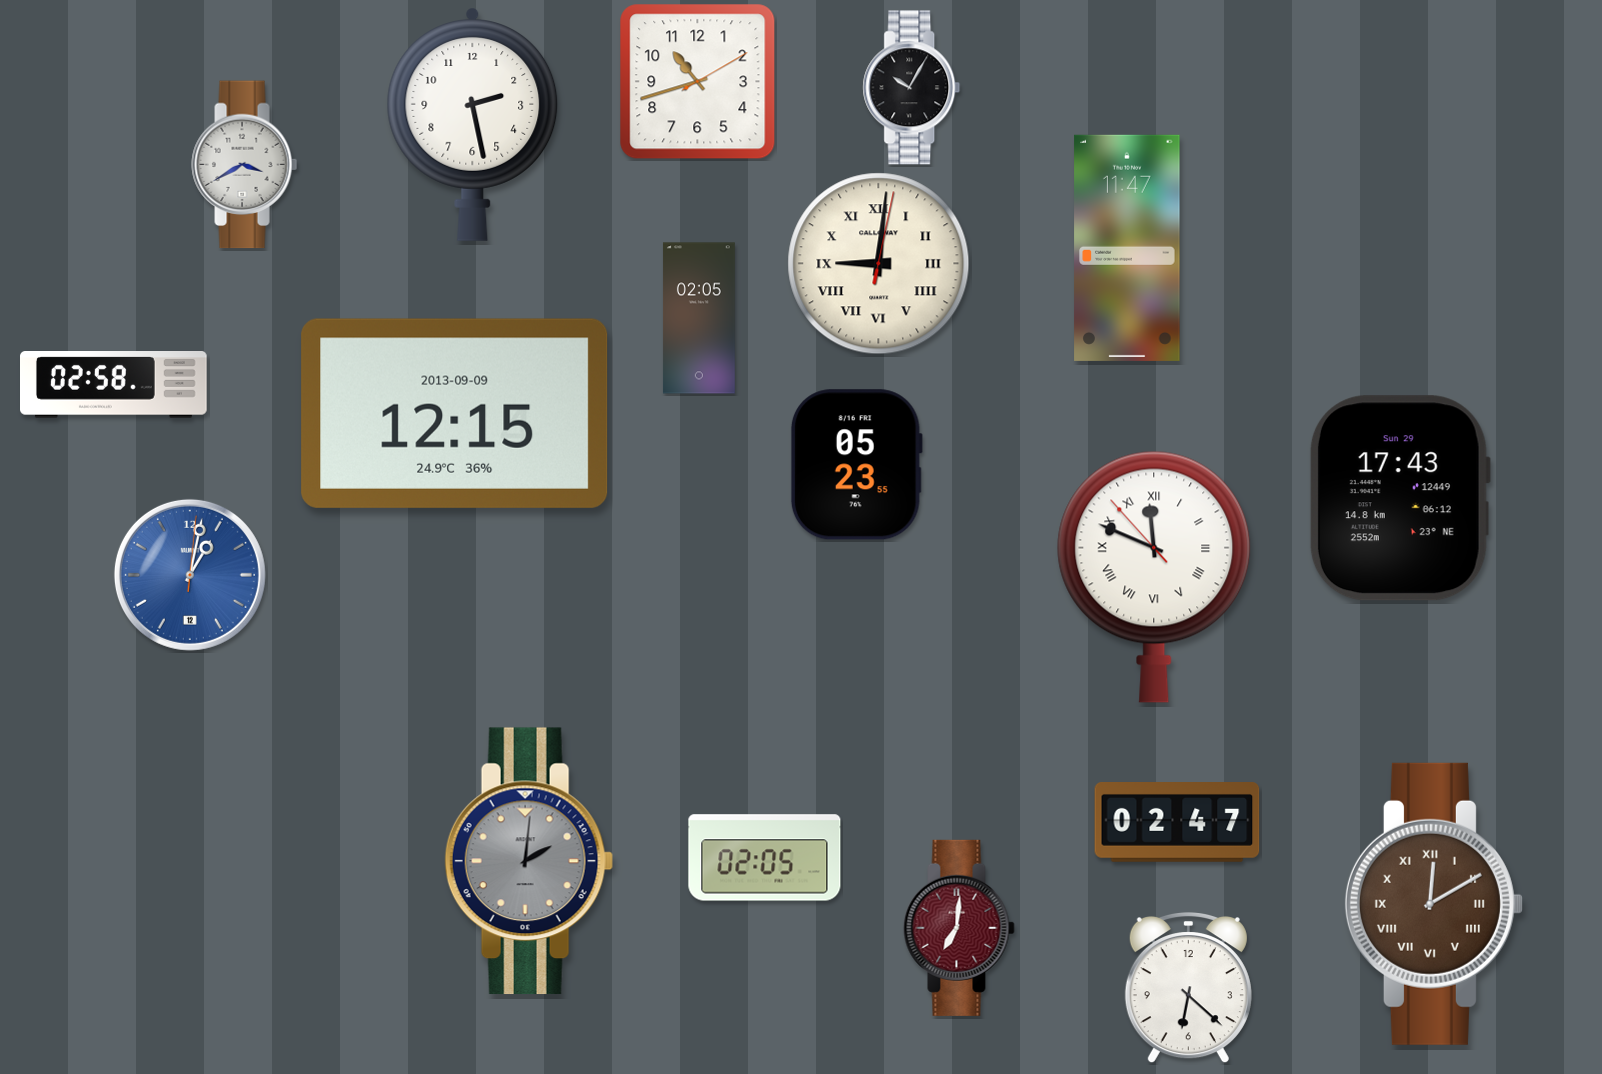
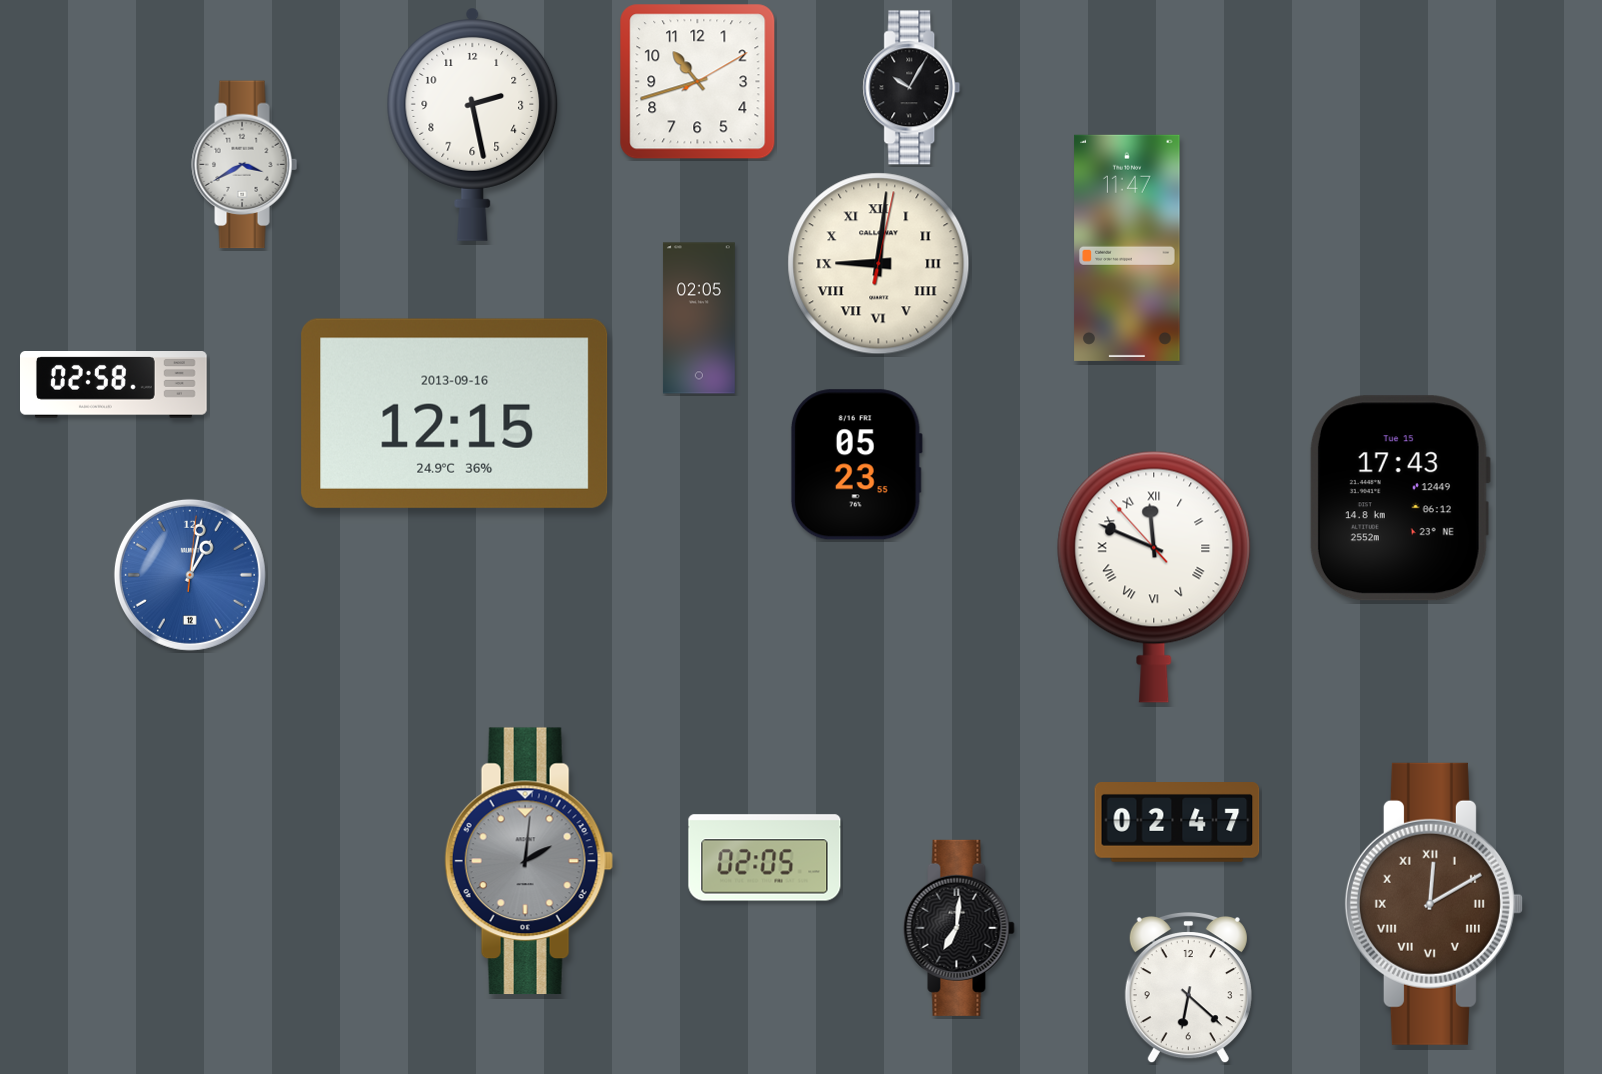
clock at (455, 413) date: 2013-09-09 -> 2013-09-16
clock at (1399, 498) date: Sun 29 -> Tue 15
clock at (959, 928) dial: burgundy -> black
